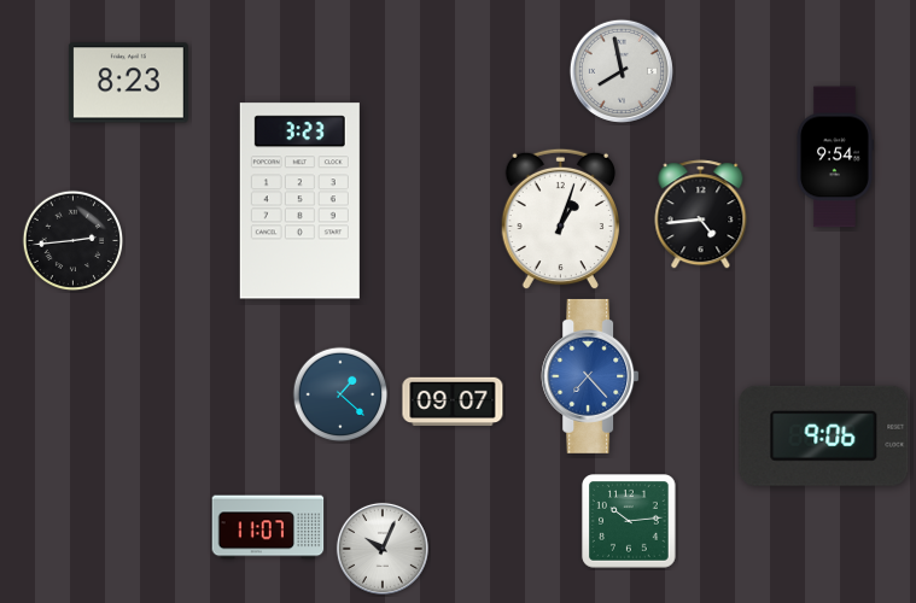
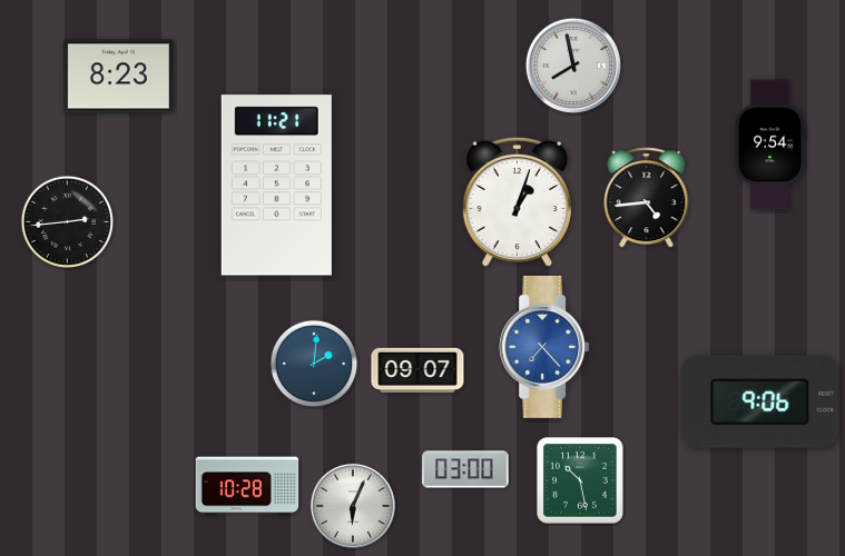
clock at (299, 201): 3:23 -> 11:21
clock at (340, 394): 1:22 -> 2:01
clock at (465, 469): none -> 03:00
clock at (629, 521): 10:14 -> 10:28
clock at (268, 527): 11:07 -> 10:28
clock at (383, 549): 10:04 -> 6:04
